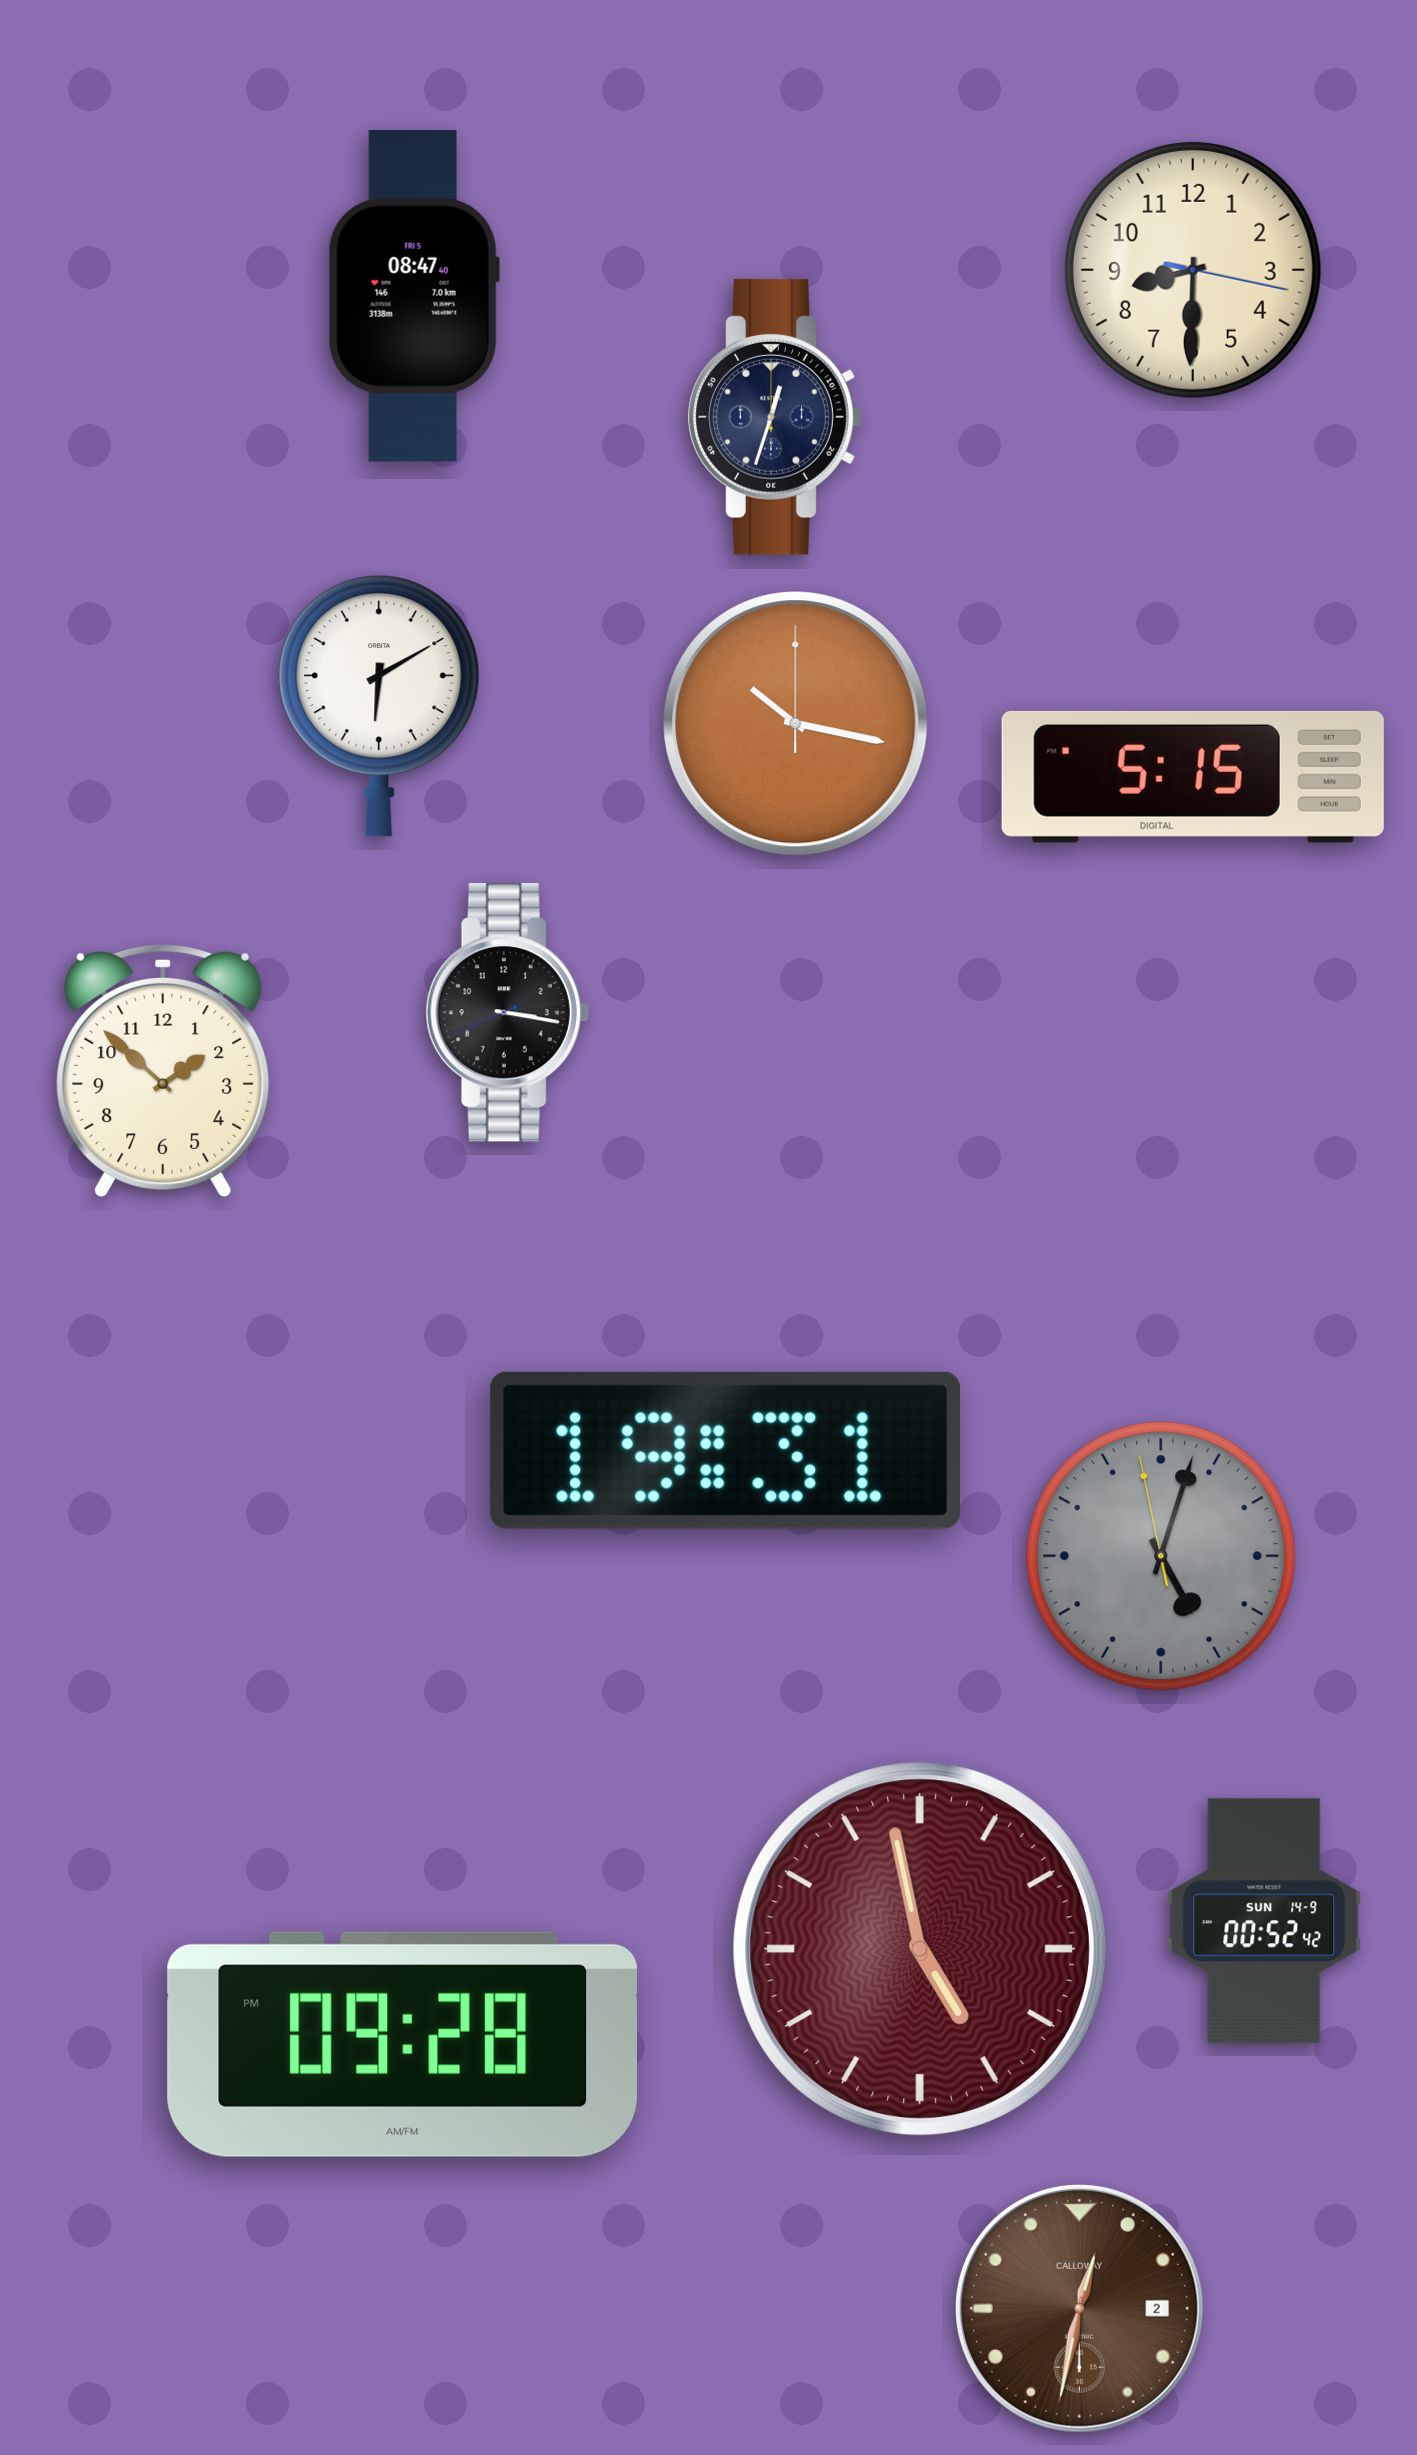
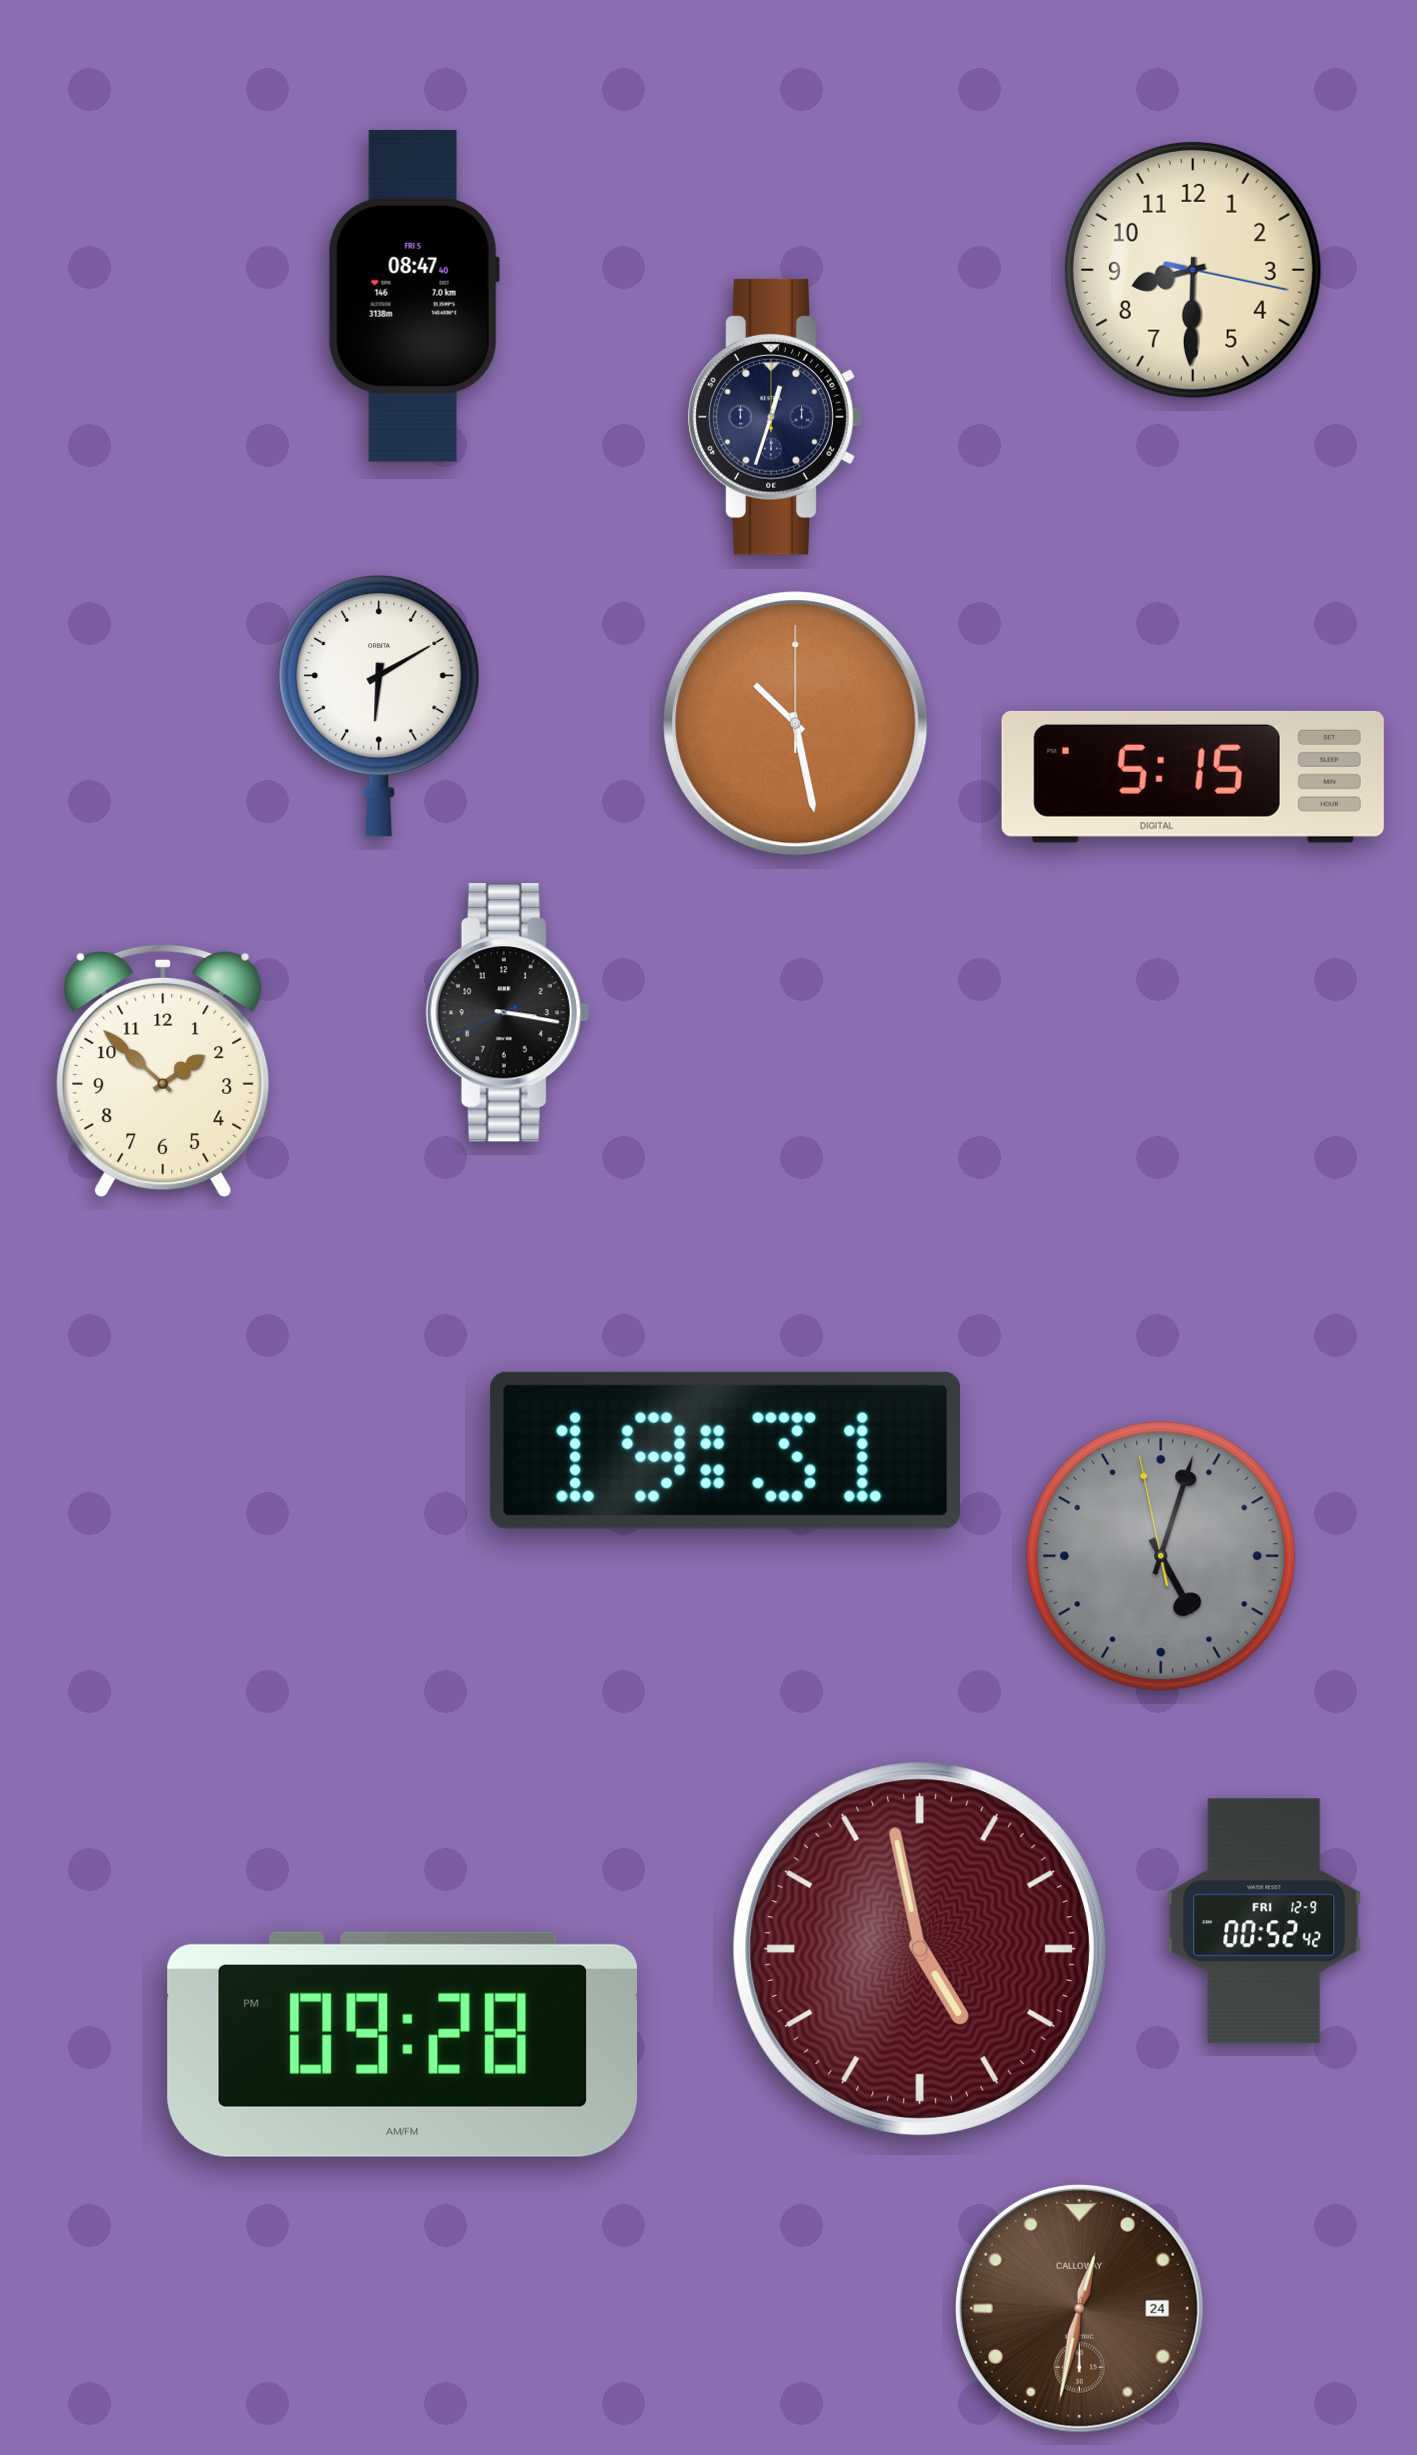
clock at (796, 724): 10:17 -> 10:28
clock at (1264, 1921) date: SUN 14-9 -> FRI 12-9
clock at (1079, 2308) date: 2 -> 24
